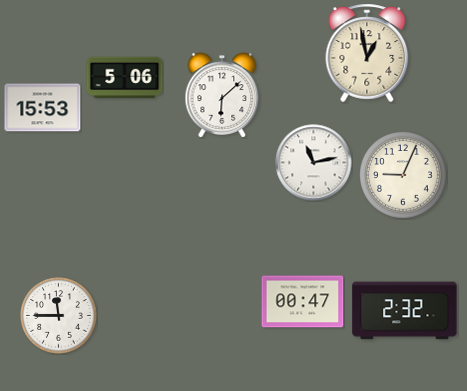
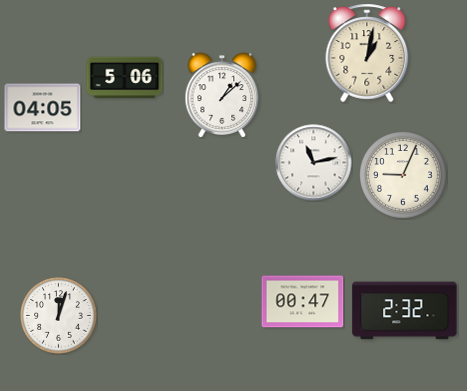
clock at (367, 53): 12:58 -> 1:02
clock at (222, 95): 6:08 -> 1:08
clock at (43, 108): 15:53 -> 04:05
clock at (59, 316): 11:45 -> 12:03
